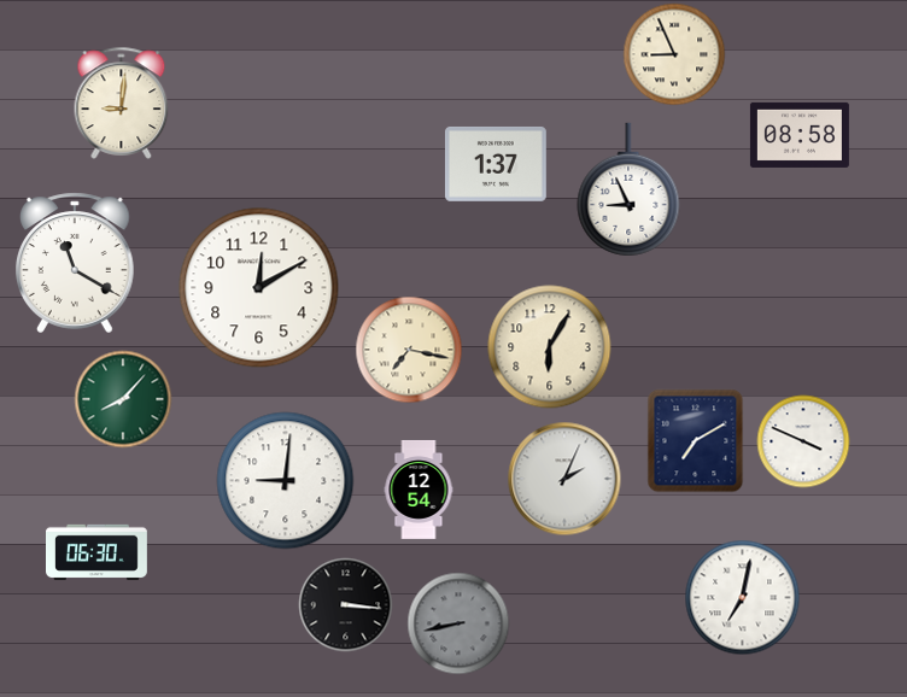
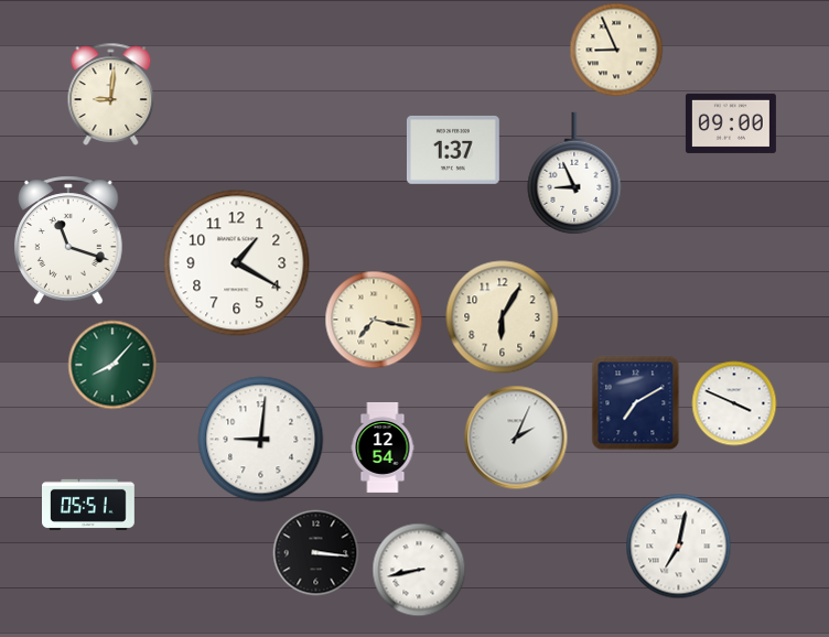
clock at (800, 135): 08:58 -> 09:00
clock at (76, 263): 11:20 -> 11:18
clock at (259, 288): 12:10 -> 1:20
clock at (98, 551): 06:30 -> 05:51
clock at (458, 623) dial: grey -> white
